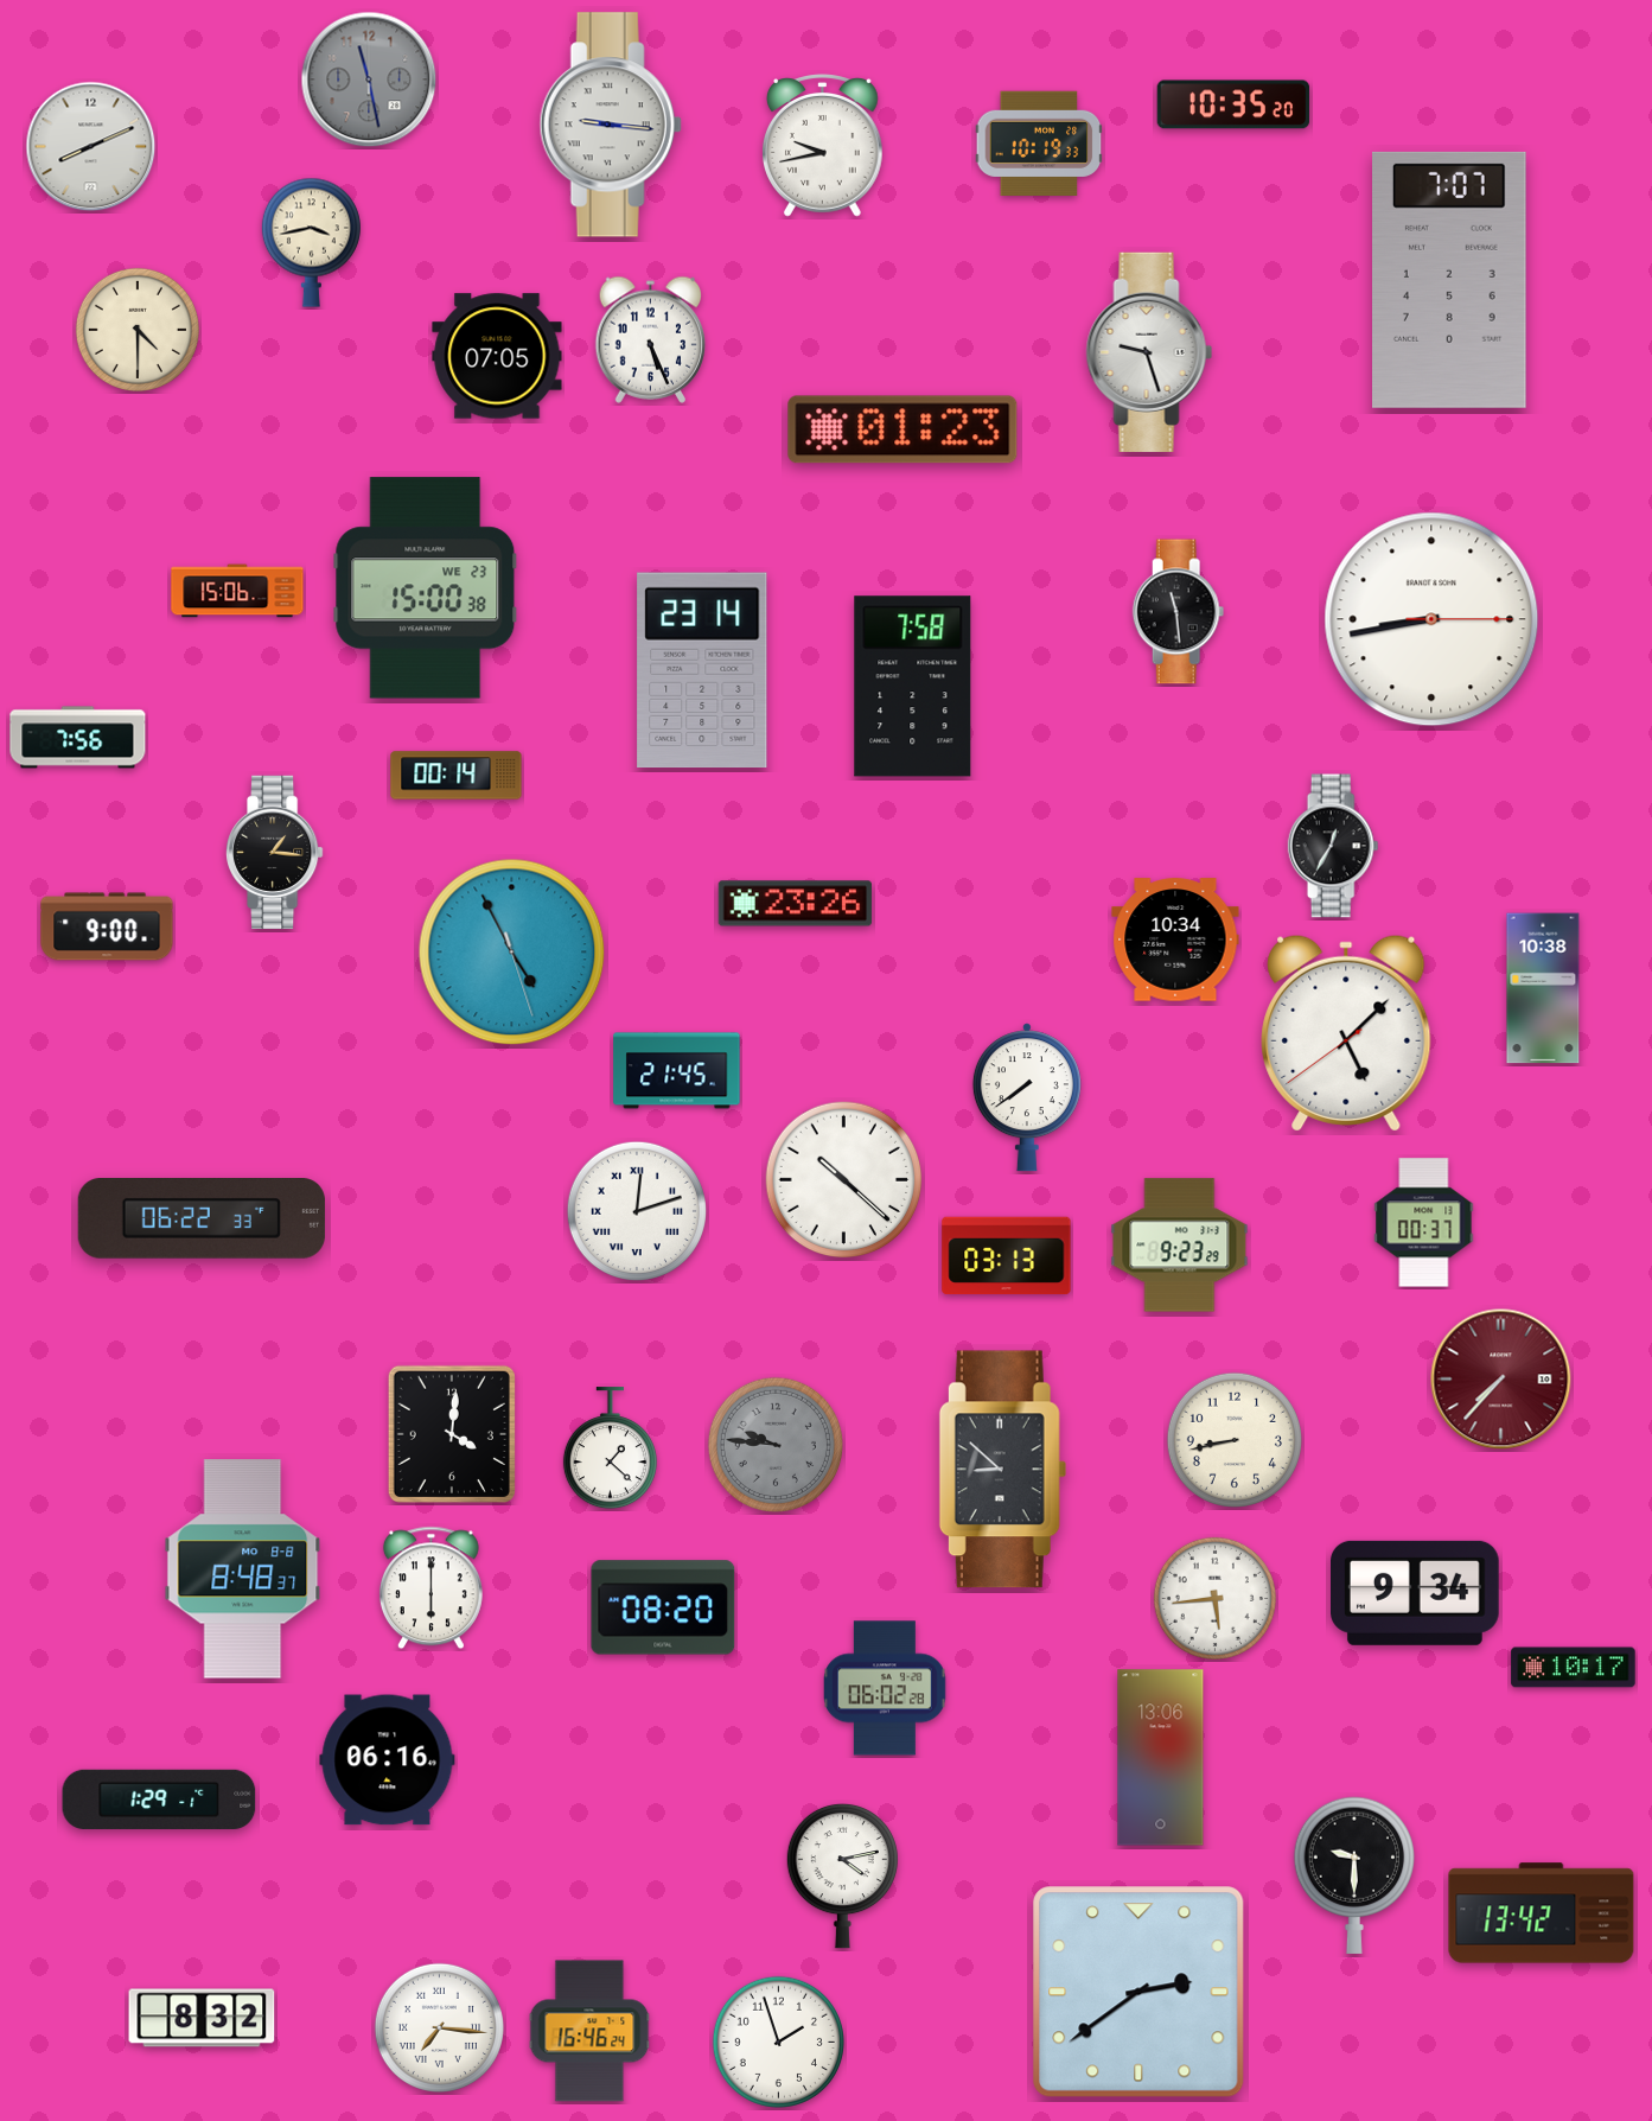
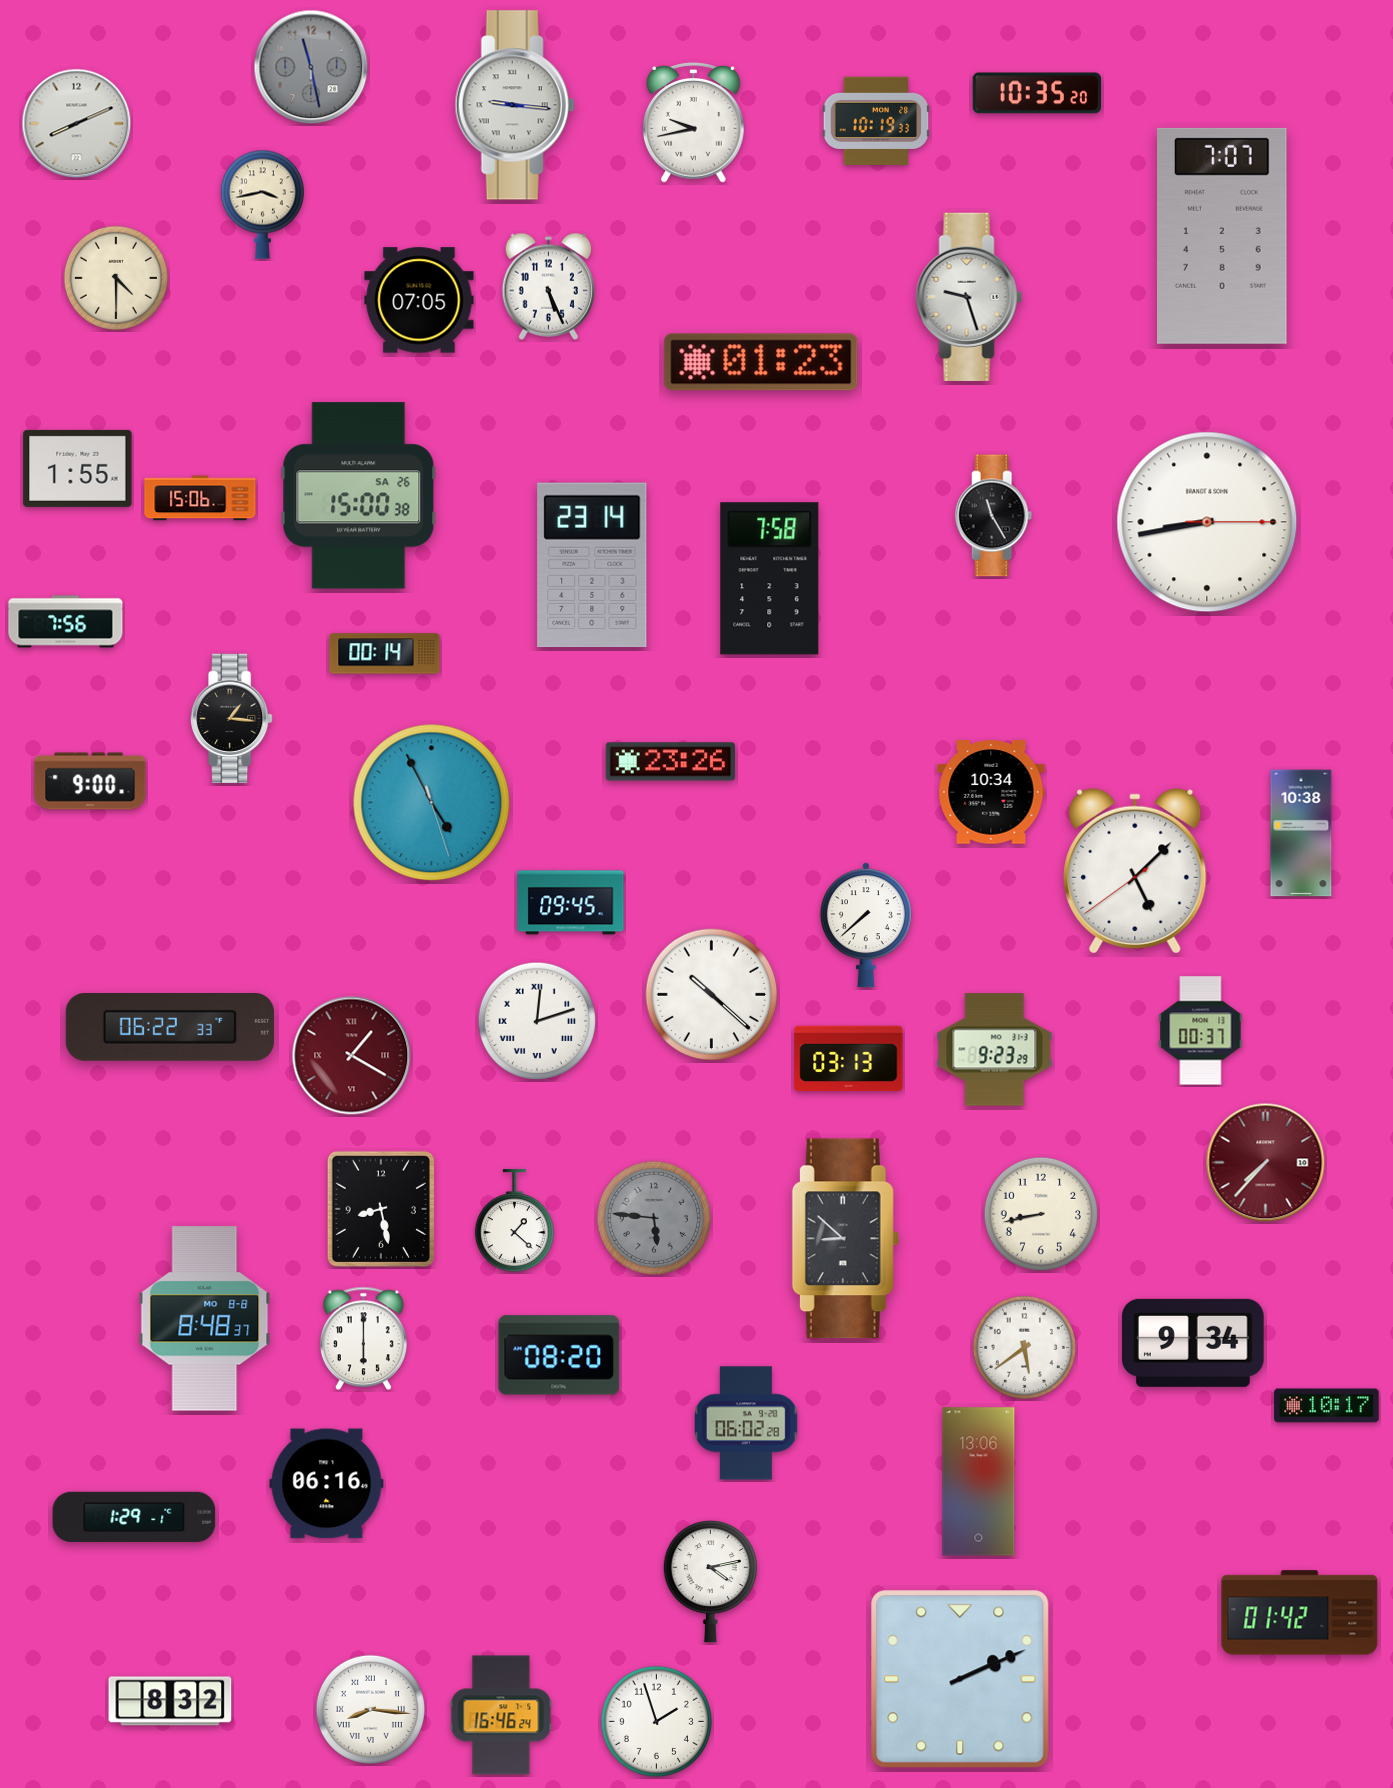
clock at (1233, 104) position: (1233, 104) -> (1037, 93)
clock at (78, 468): none -> 1:55
clock at (426, 588) date: WE 23 -> SA 26
clock at (1179, 612): 11:29 -> 11:25
clock at (1333, 846): 12:35 -> none
clock at (677, 1071): 21:45 -> 09:45
clock at (1027, 1097): 7:39 -> 7:38
clock at (352, 1056): none -> 1:20
clock at (452, 1434): 4:01 -> 8:28
clock at (776, 1445): 9:46 -> 5:46
clock at (243, 1569) position: (243, 1569) -> (205, 1319)
clock at (1214, 1598): 5:44 -> 5:39
clock at (1353, 1875): 9:30 -> none
clock at (1542, 1913): 13:42 -> 01:42
clock at (1138, 1992): 2:39 -> 2:11
clock at (439, 2027): 7:16 -> 8:16
clock at (589, 2031) position: (589, 2031) -> (501, 1715)
